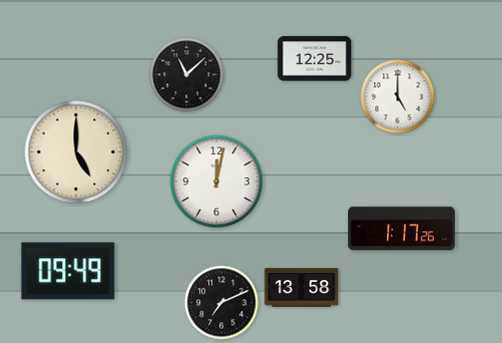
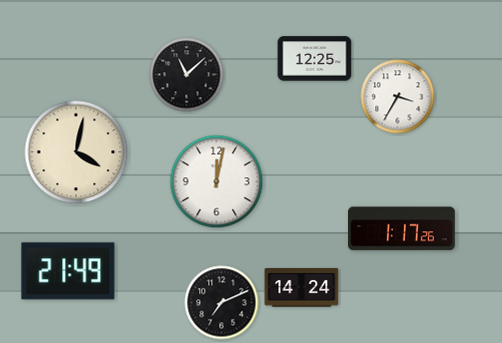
clock at (398, 97): 5:00 -> 3:35
clock at (76, 152): 5:00 -> 4:02
clock at (68, 271): 09:49 -> 21:49
clock at (302, 288): 13:58 -> 14:24
